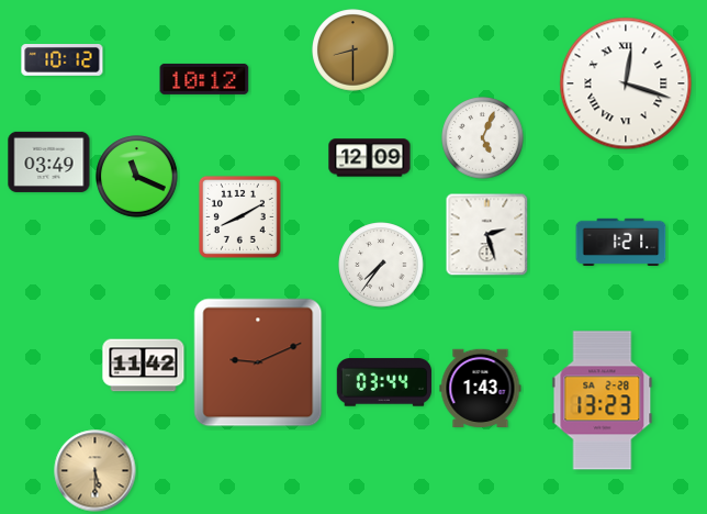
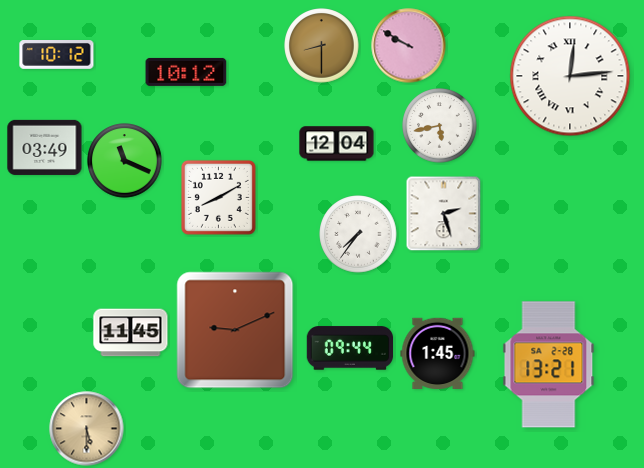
clock at (409, 46): none -> 9:50
clock at (626, 83): 12:18 -> 12:14
clock at (483, 138): 5:04 -> 5:43
clock at (370, 158): 12:09 -> 12:04
clock at (621, 242): 1:21 -> none
clock at (381, 265) position: (381, 265) -> (358, 234)
clock at (144, 366): 11:42 -> 11:45
clock at (383, 382): 03:44 -> 09:44
clock at (481, 388): 1:43 -> 1:45
clock at (603, 401): 13:23 -> 13:21
